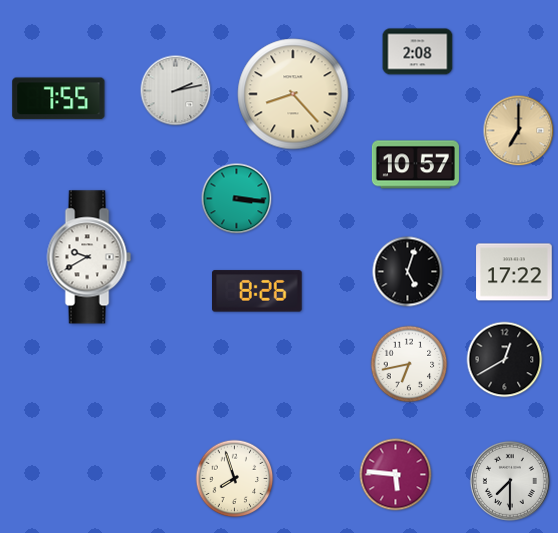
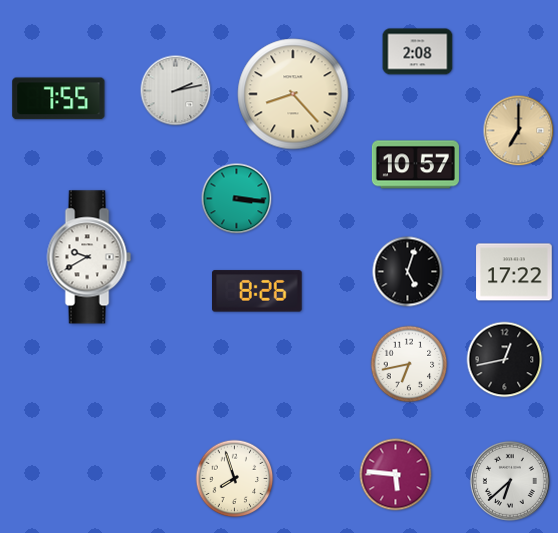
clock at (505, 360): 12:40 -> 12:43
clock at (510, 481): 7:30 -> 6:38
